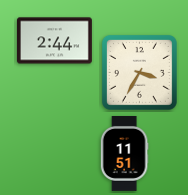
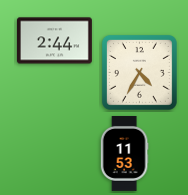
clock at (139, 72): 3:35 -> 4:35
clock at (124, 154): 11:51 -> 11:53
